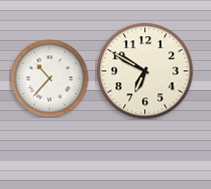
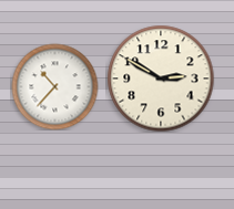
clock at (145, 71): 6:50 -> 2:50
